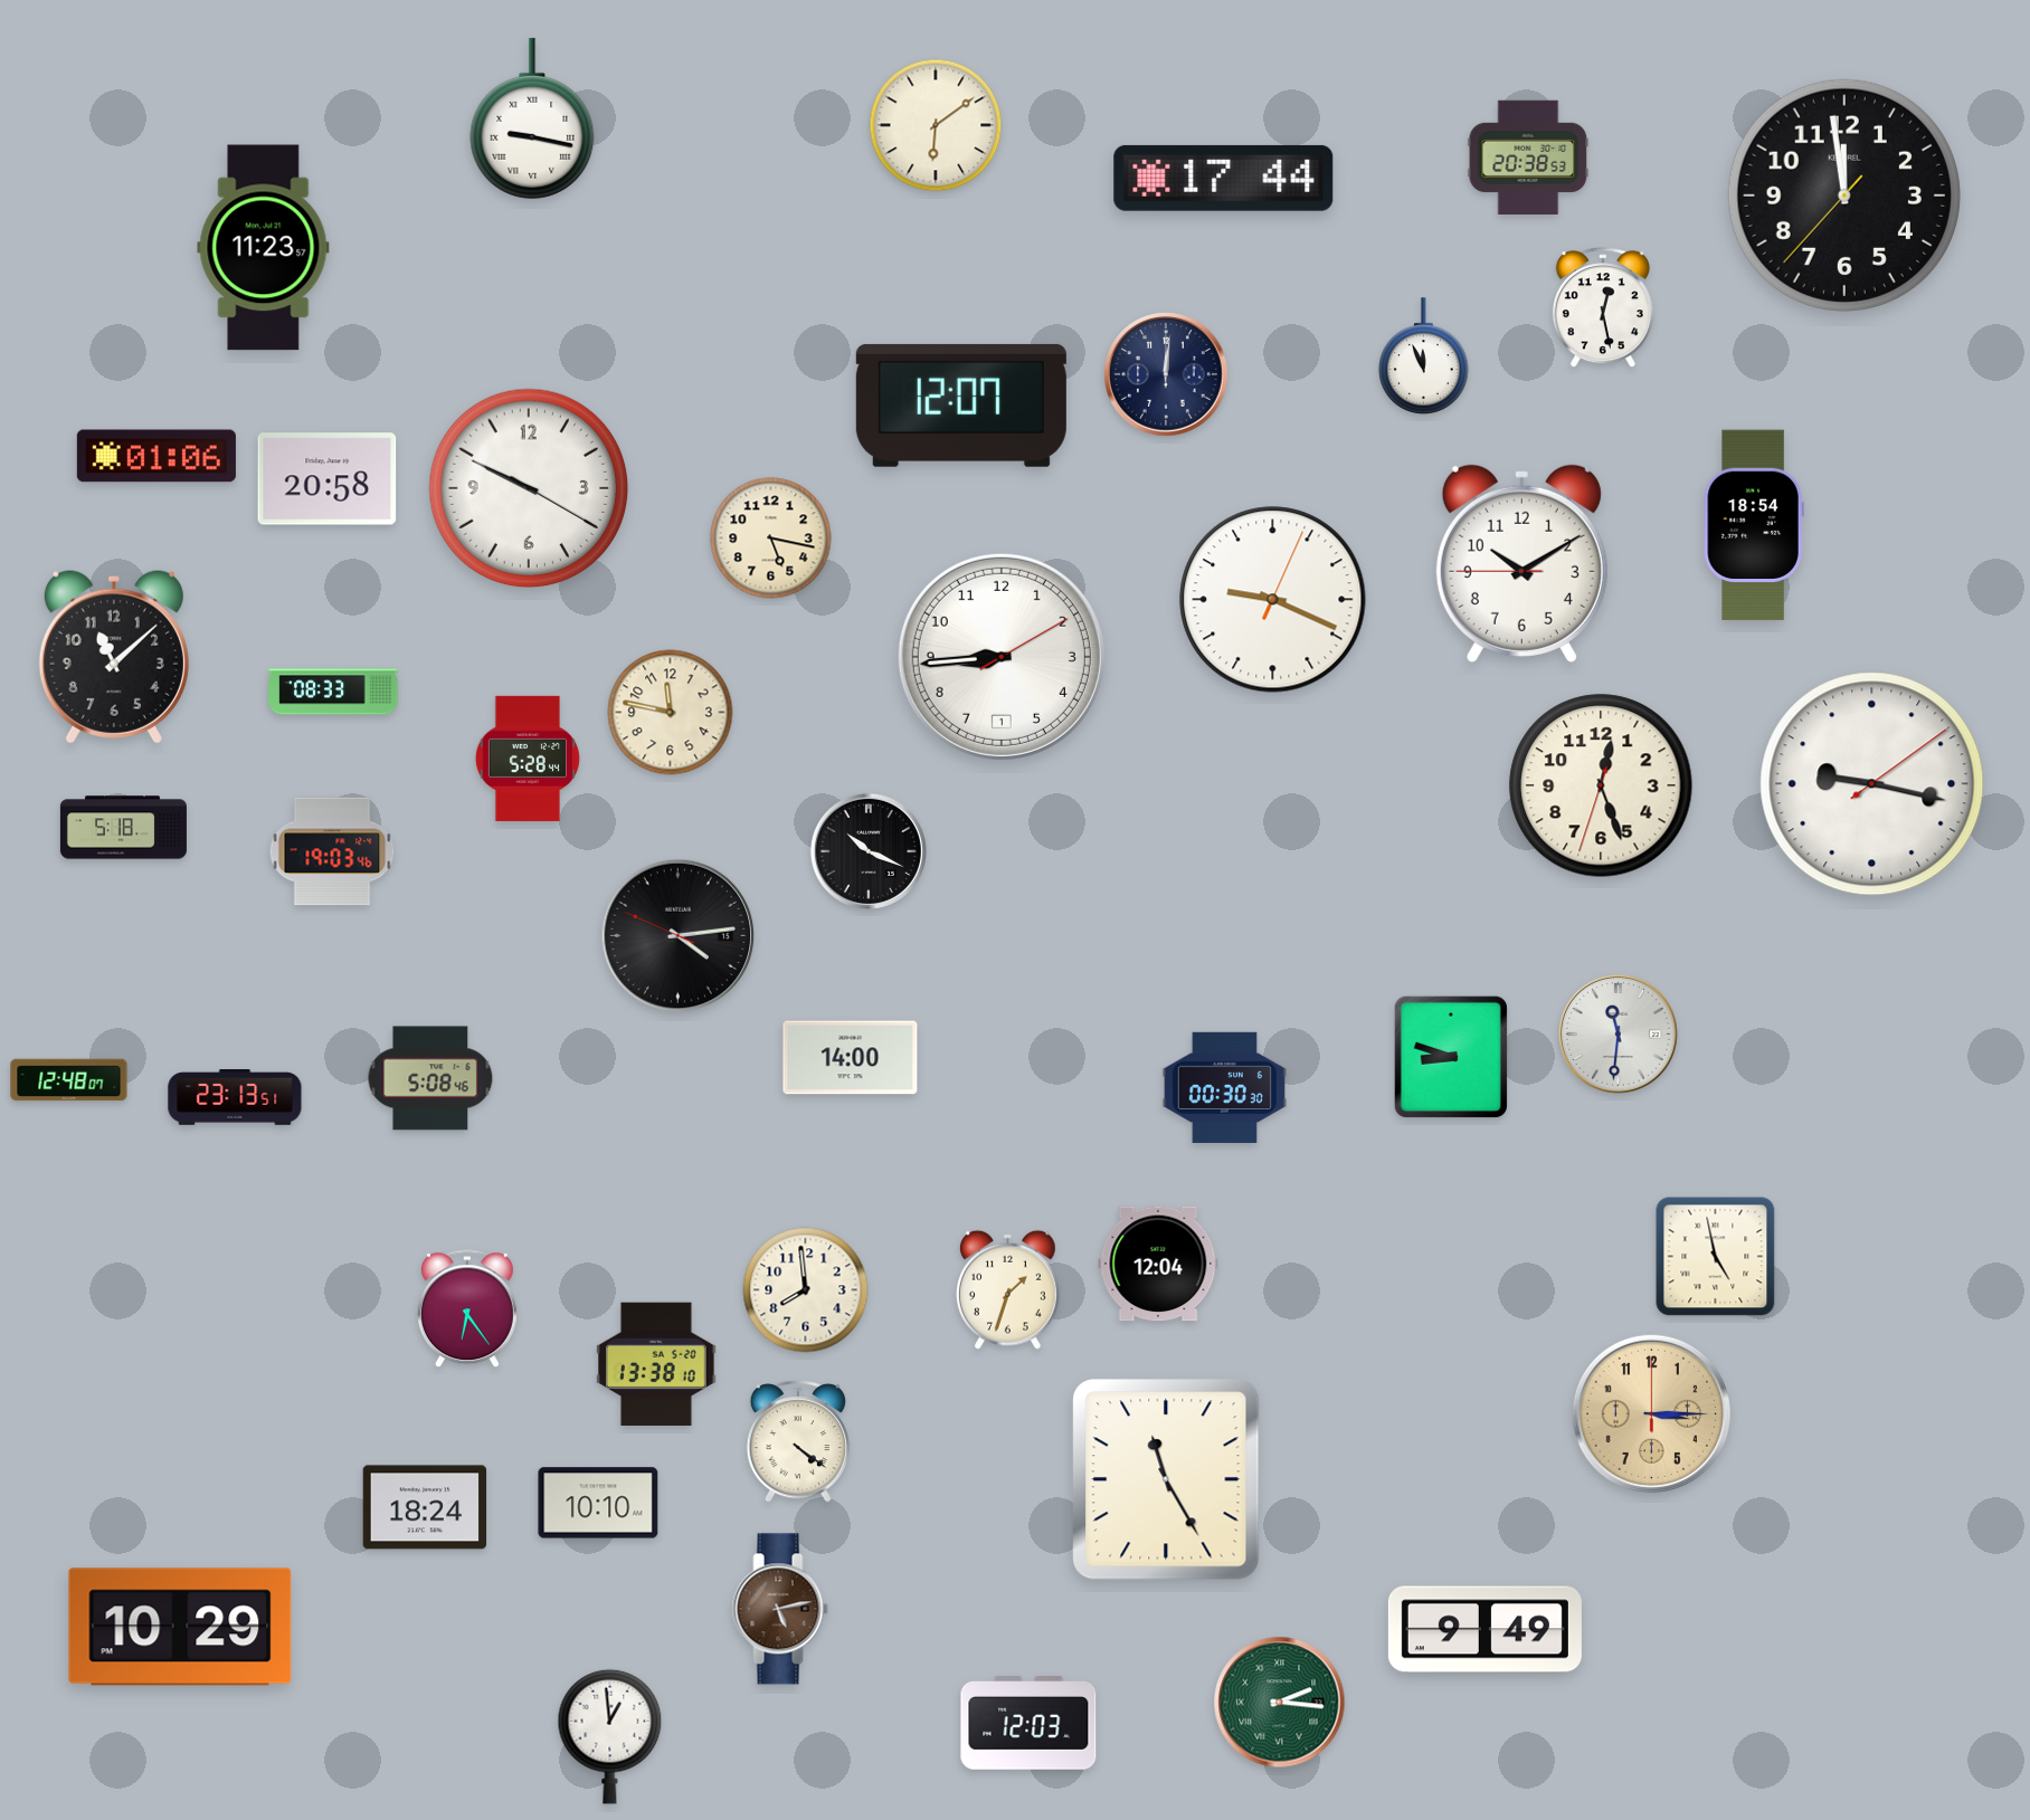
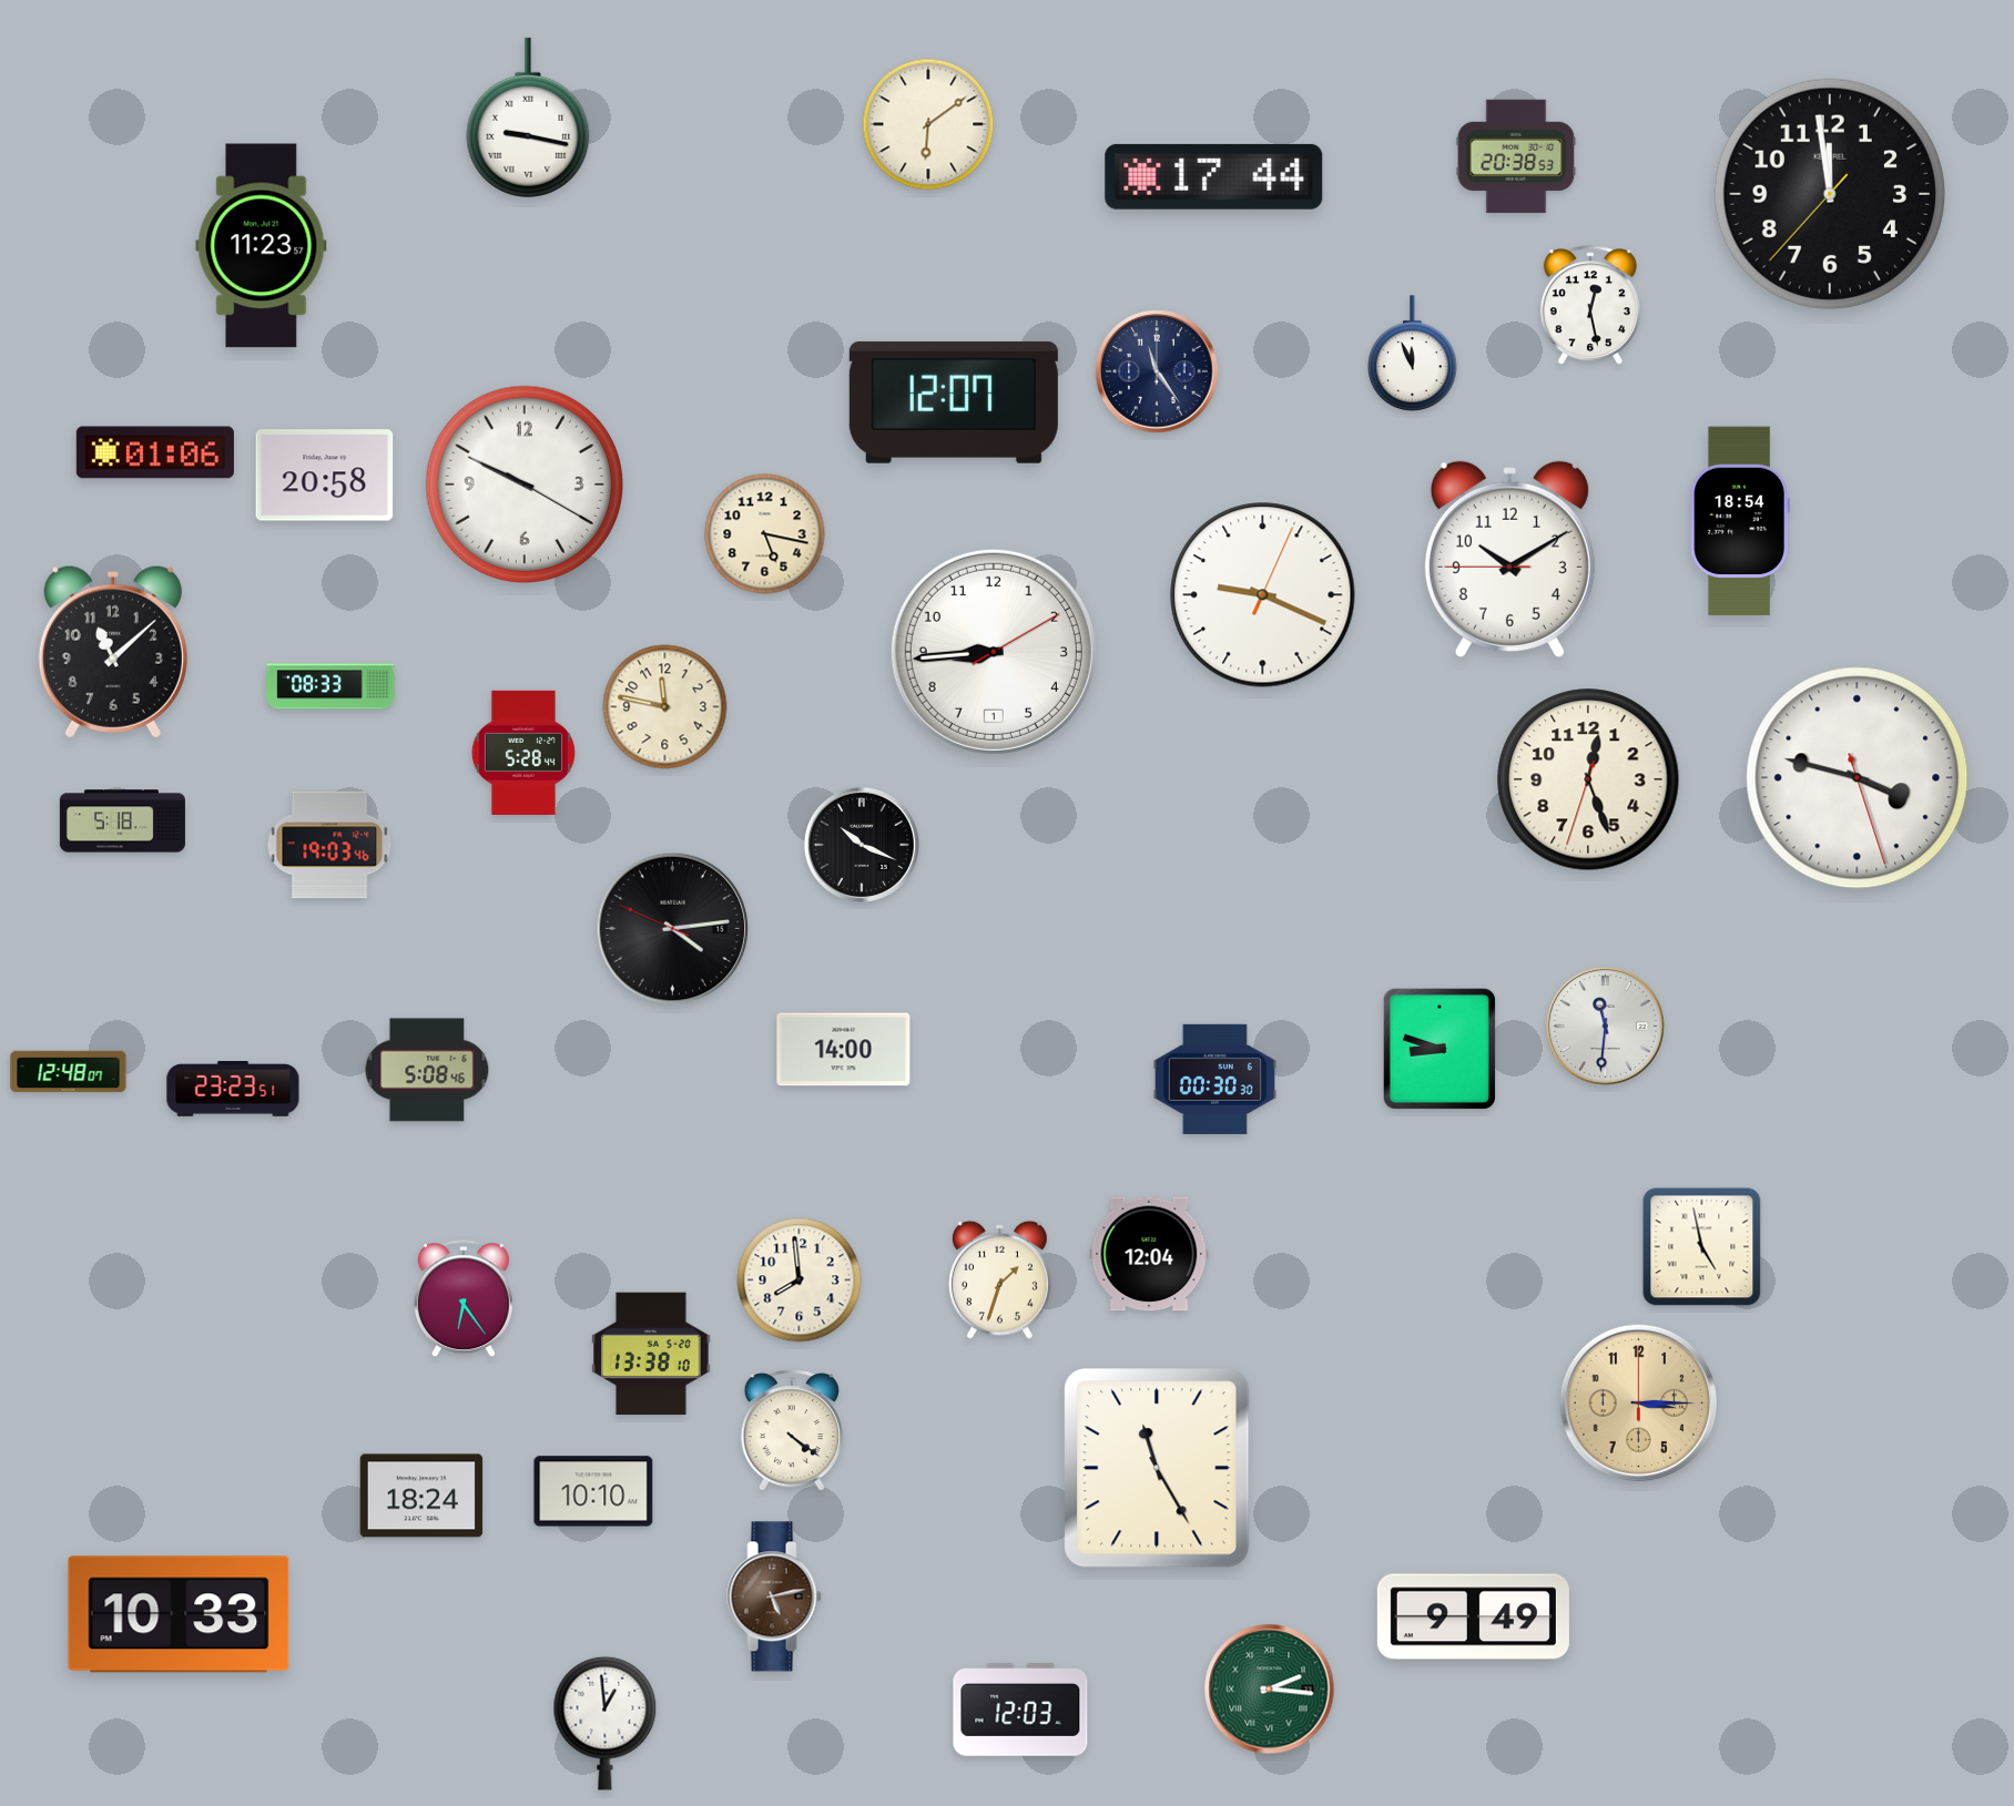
clock at (1166, 374): 12:01 -> 11:24
clock at (1872, 784): 9:17 -> 3:47
clock at (235, 1098): 23:13 -> 23:23
clock at (180, 1627): 10:29 -> 10:33
